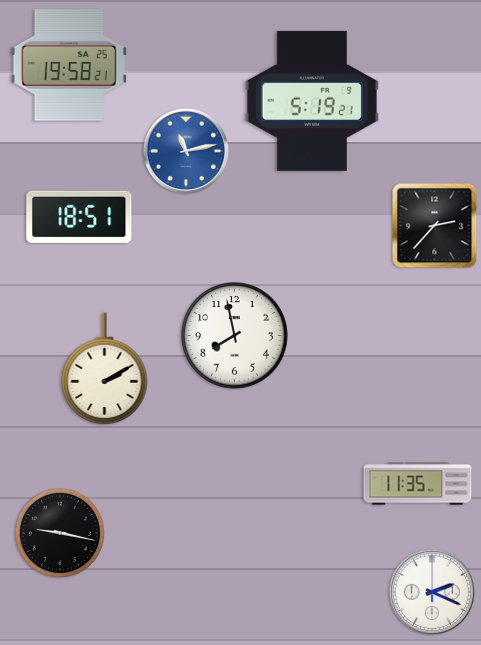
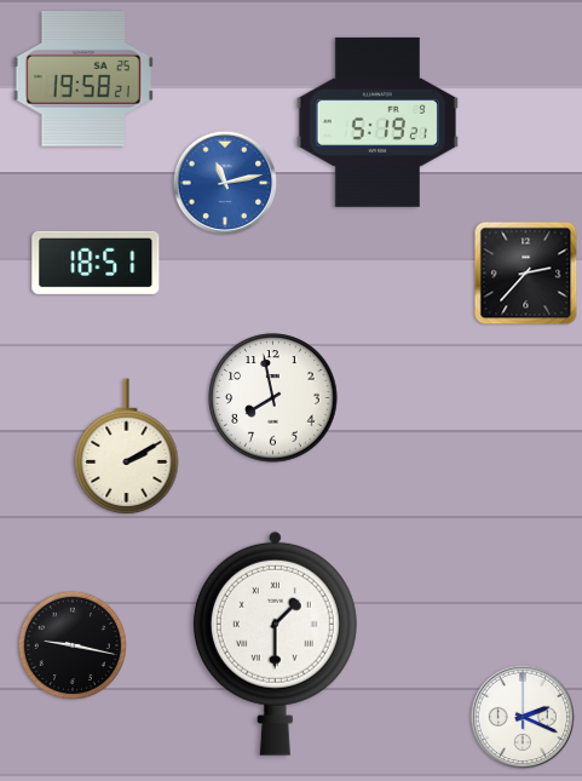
clock at (235, 336) position: (235, 336) -> (273, 398)
clock at (418, 484): 11:35 -> none
clock at (275, 643): none -> 1:30
